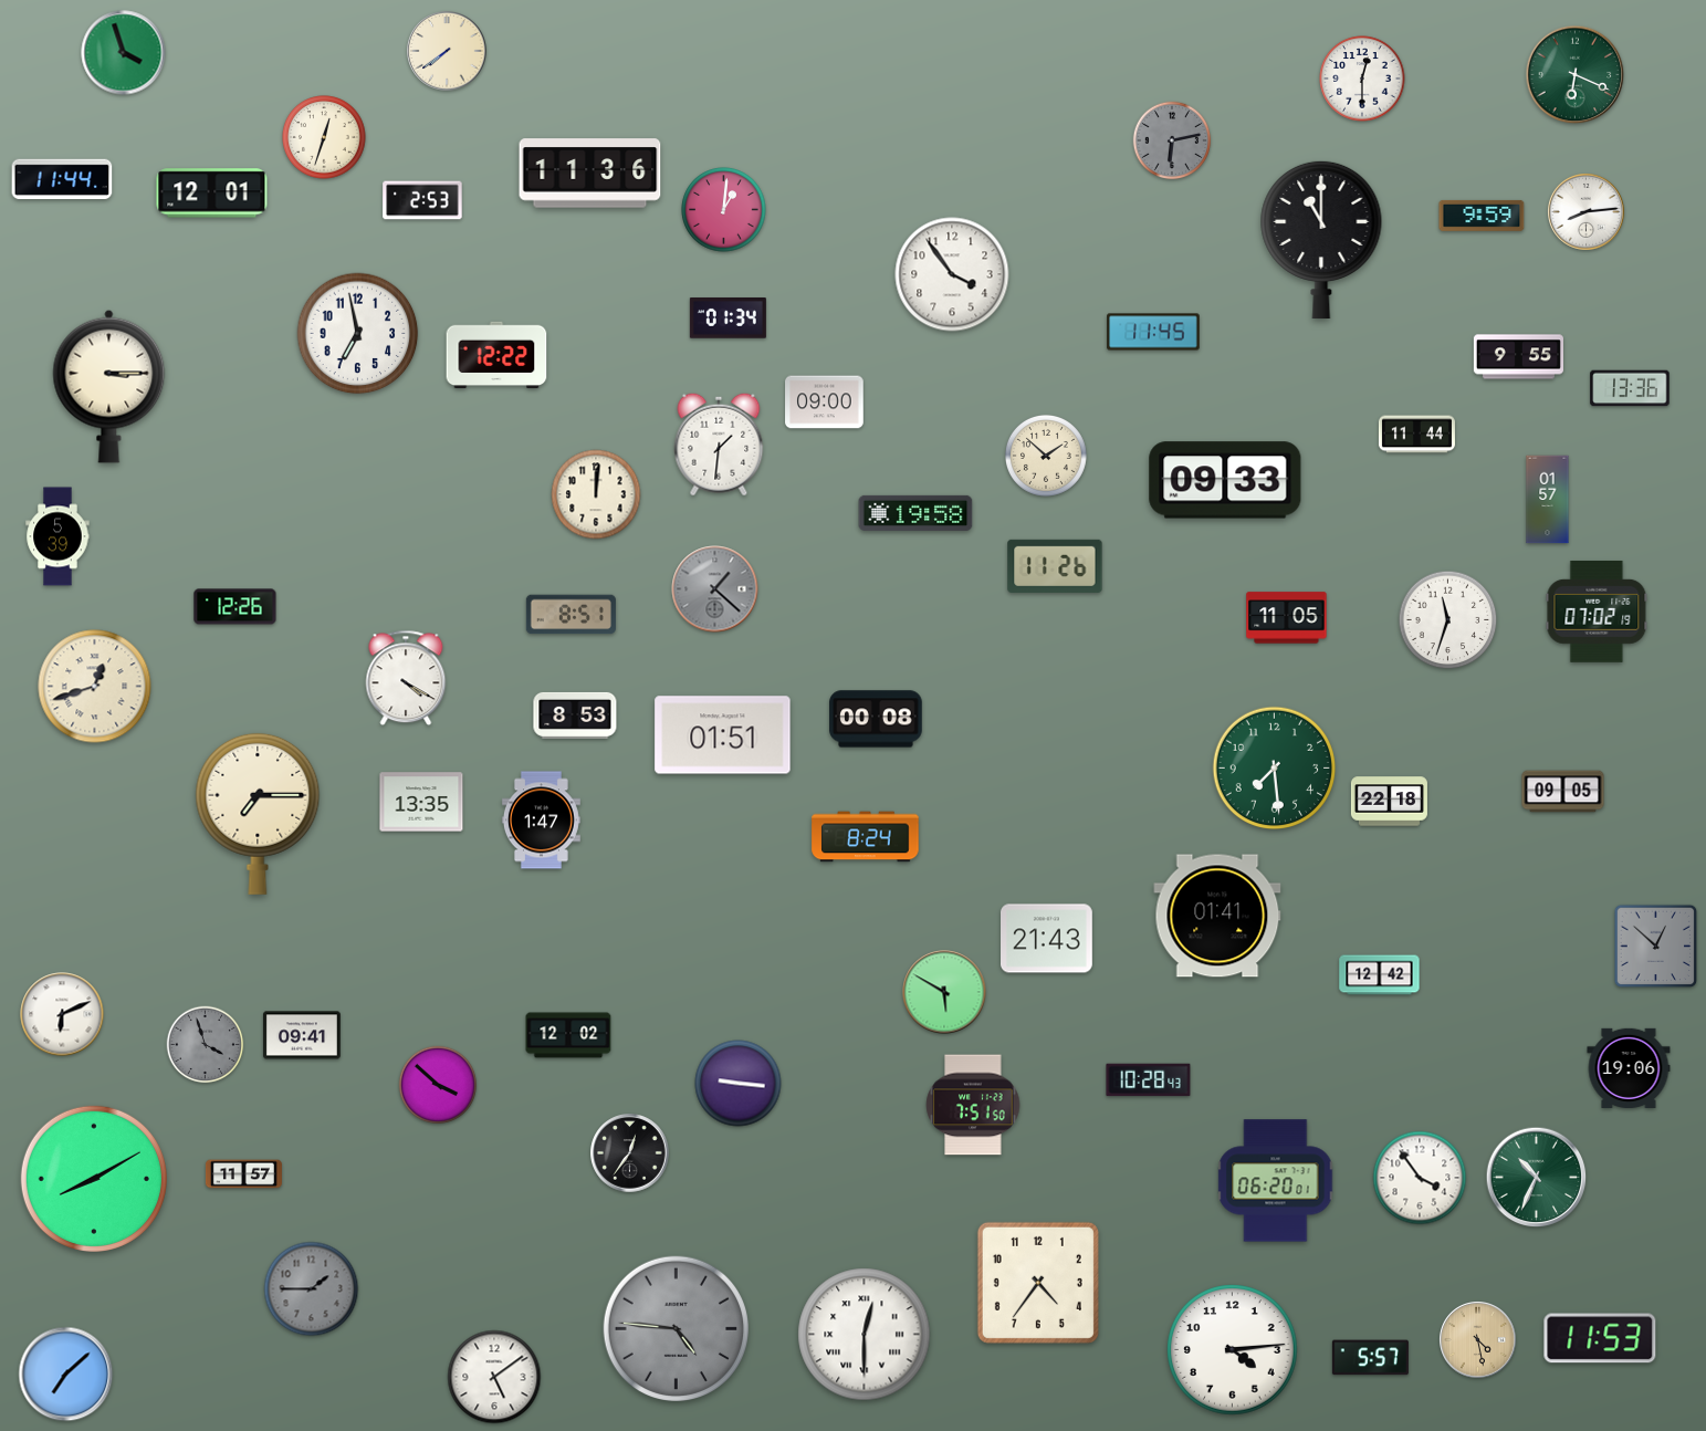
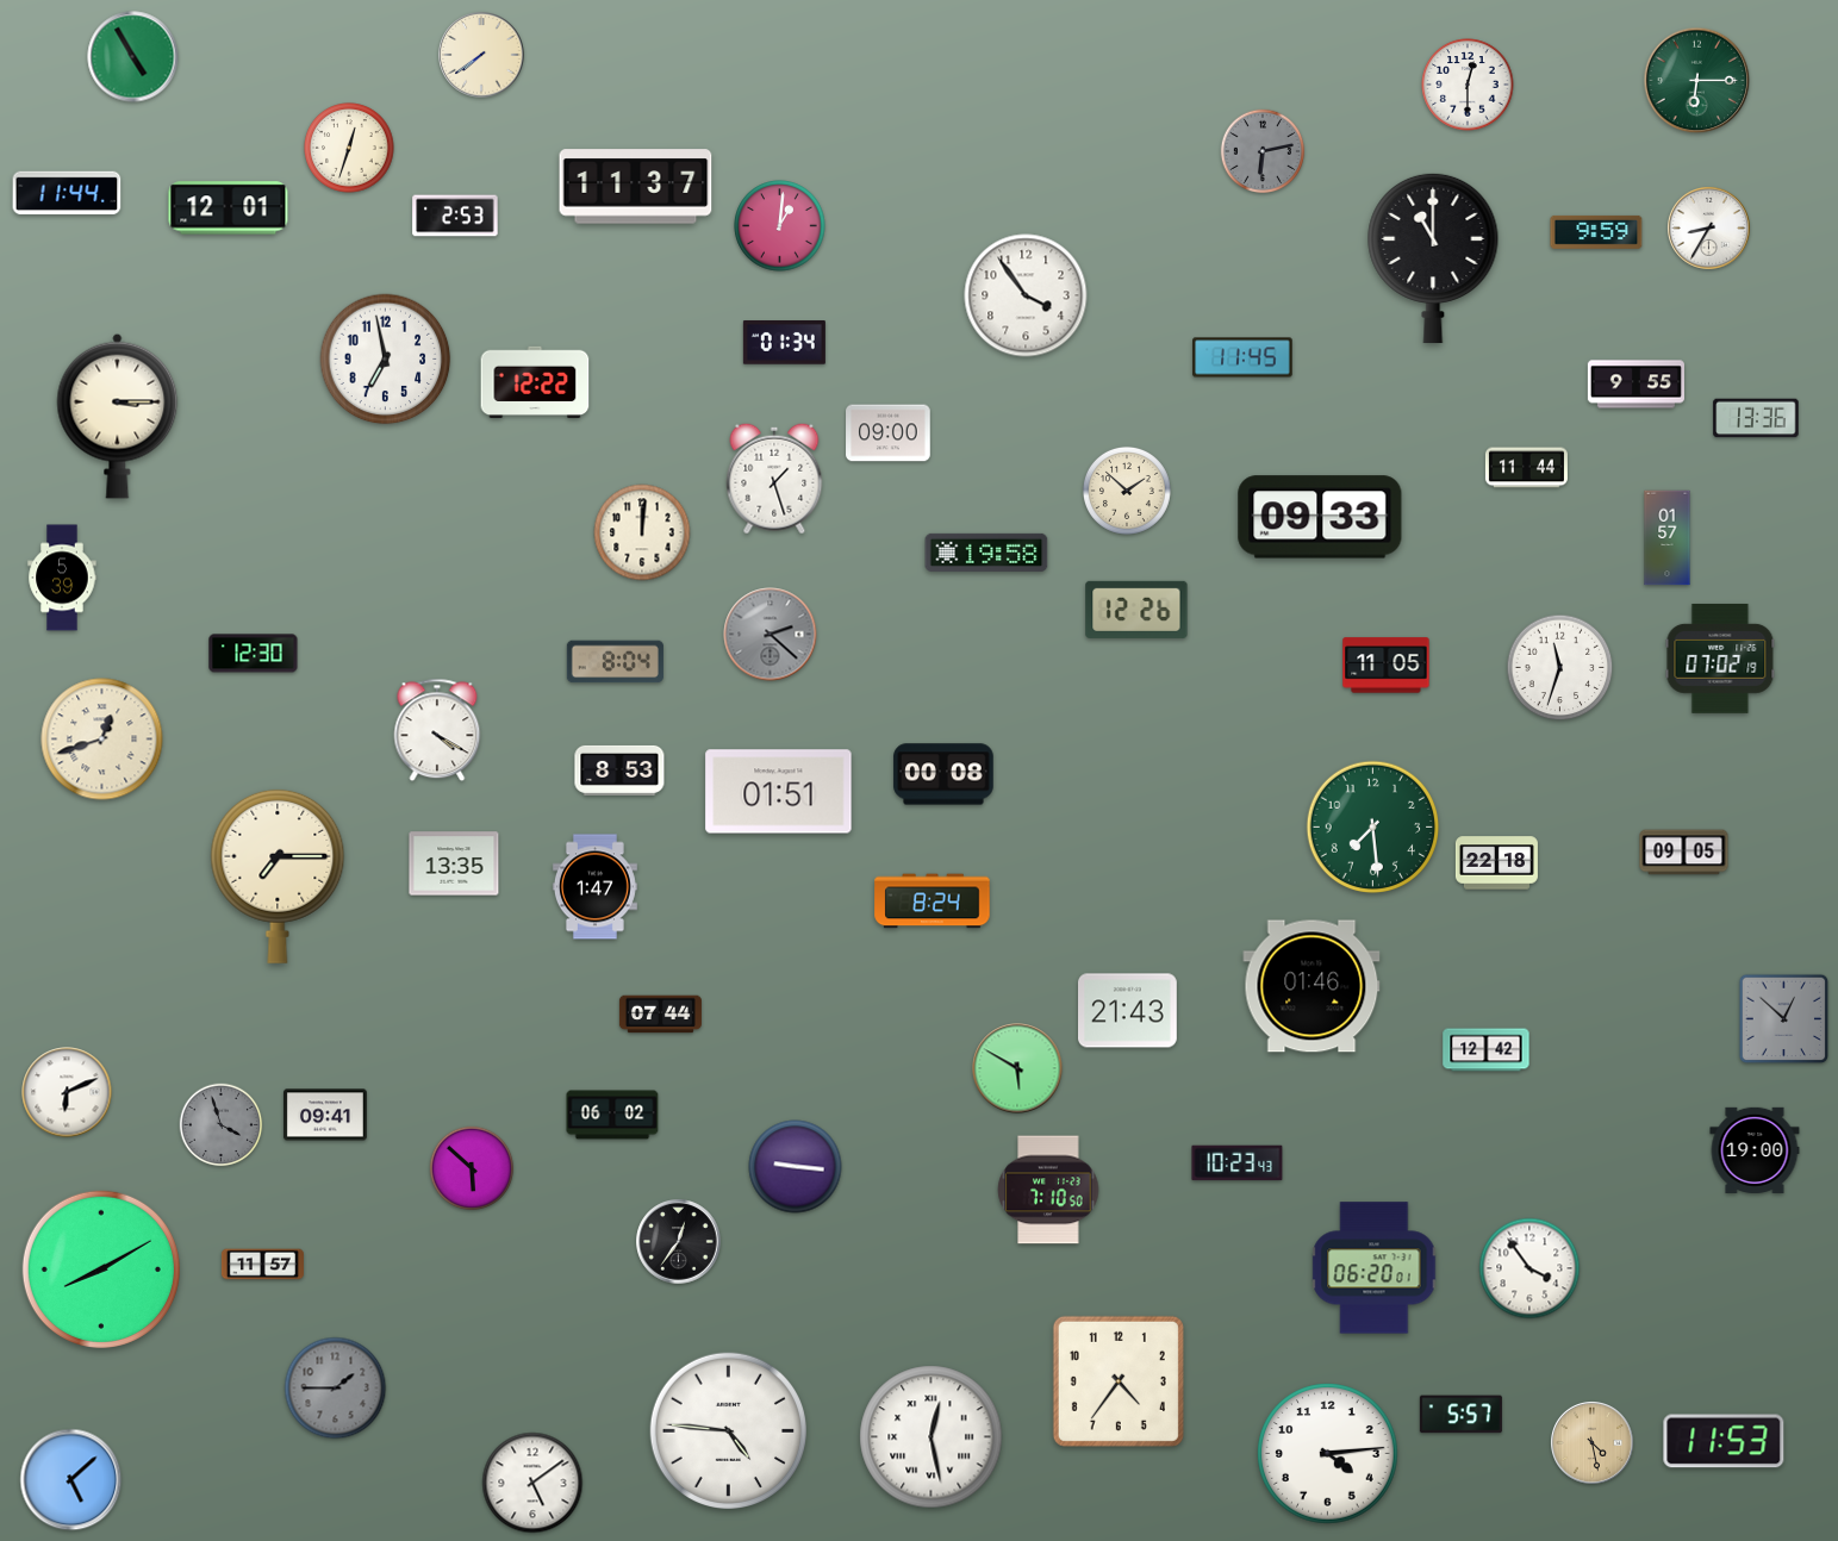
clock at (124, 53): 3:57 -> 4:55
clock at (1576, 75): 6:19 -> 6:15
clock at (590, 174): 11:36 -> 11:37
clock at (1587, 212): 8:14 -> 8:35
clock at (1321, 240) position: (1321, 240) -> (1433, 258)
clock at (719, 445): 1:31 -> 1:27
clock at (1055, 566): 11:26 -> 12:26
clock at (715, 589): 1:22 -> 2:22
clock at (236, 607): 12:26 -> 12:30
clock at (571, 615): 8:51 -> 8:04
clock at (541, 821) position: (541, 821) -> (594, 887)
clock at (1217, 916): 01:41 -> 01:46
clock at (660, 1015): none -> 07:44
clock at (568, 1035): 12:02 -> 06:02
clock at (1629, 1068): 19:06 -> 19:00
clock at (1149, 1080): 10:28 -> 10:23
clock at (438, 1085): 3:52 -> 5:52
clock at (973, 1105): 7:51 -> 7:10
clock at (1537, 1178): 10:34 -> none
clock at (1276, 1181) position: (1276, 1181) -> (1375, 1268)
clock at (676, 1328) dial: grey -> white
clock at (865, 1335): 12:30 -> 12:28
clock at (1370, 1358) position: (1370, 1358) -> (1460, 1415)
clock at (66, 1375): 7:08 -> 5:08
